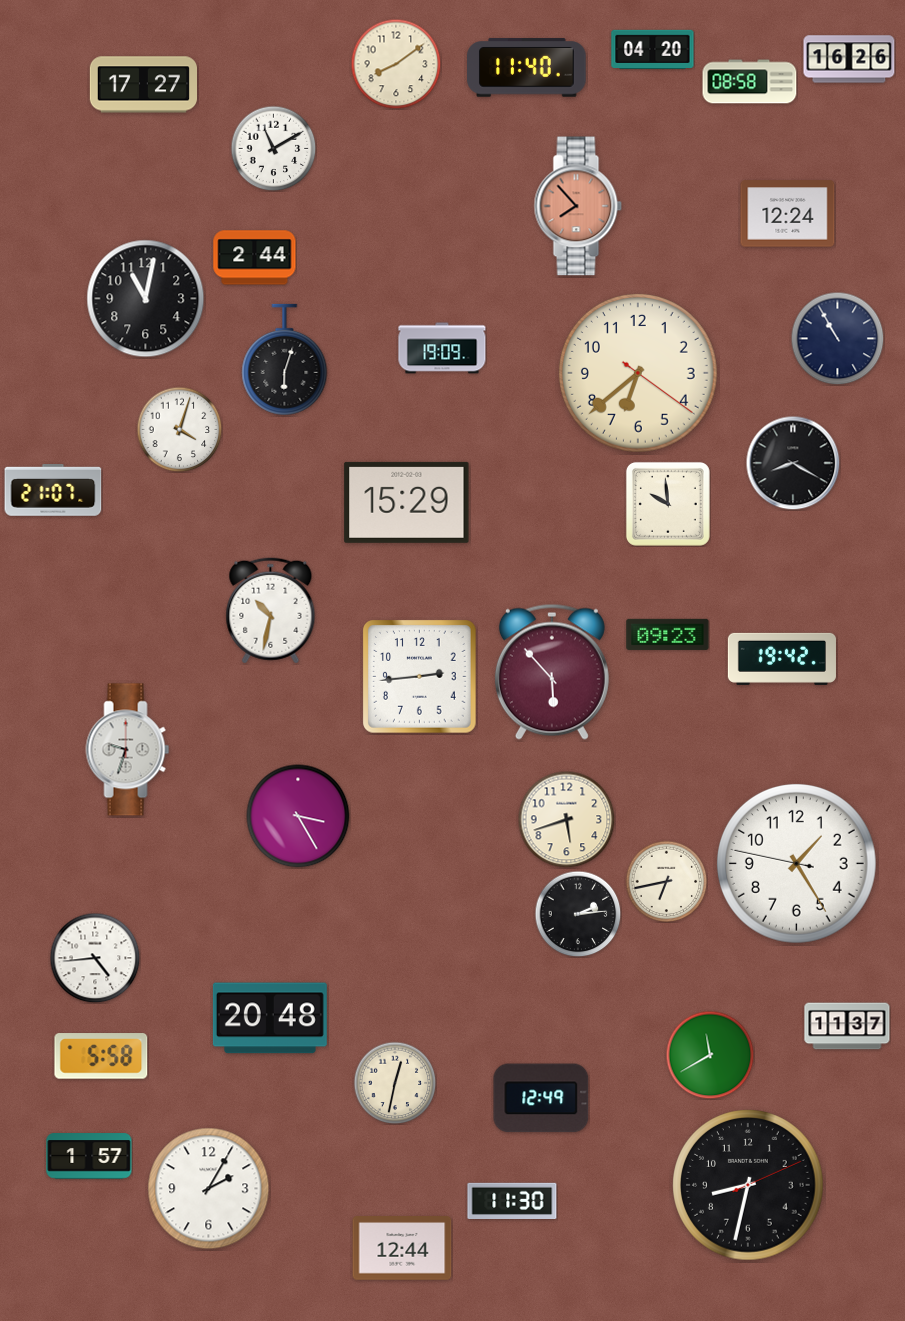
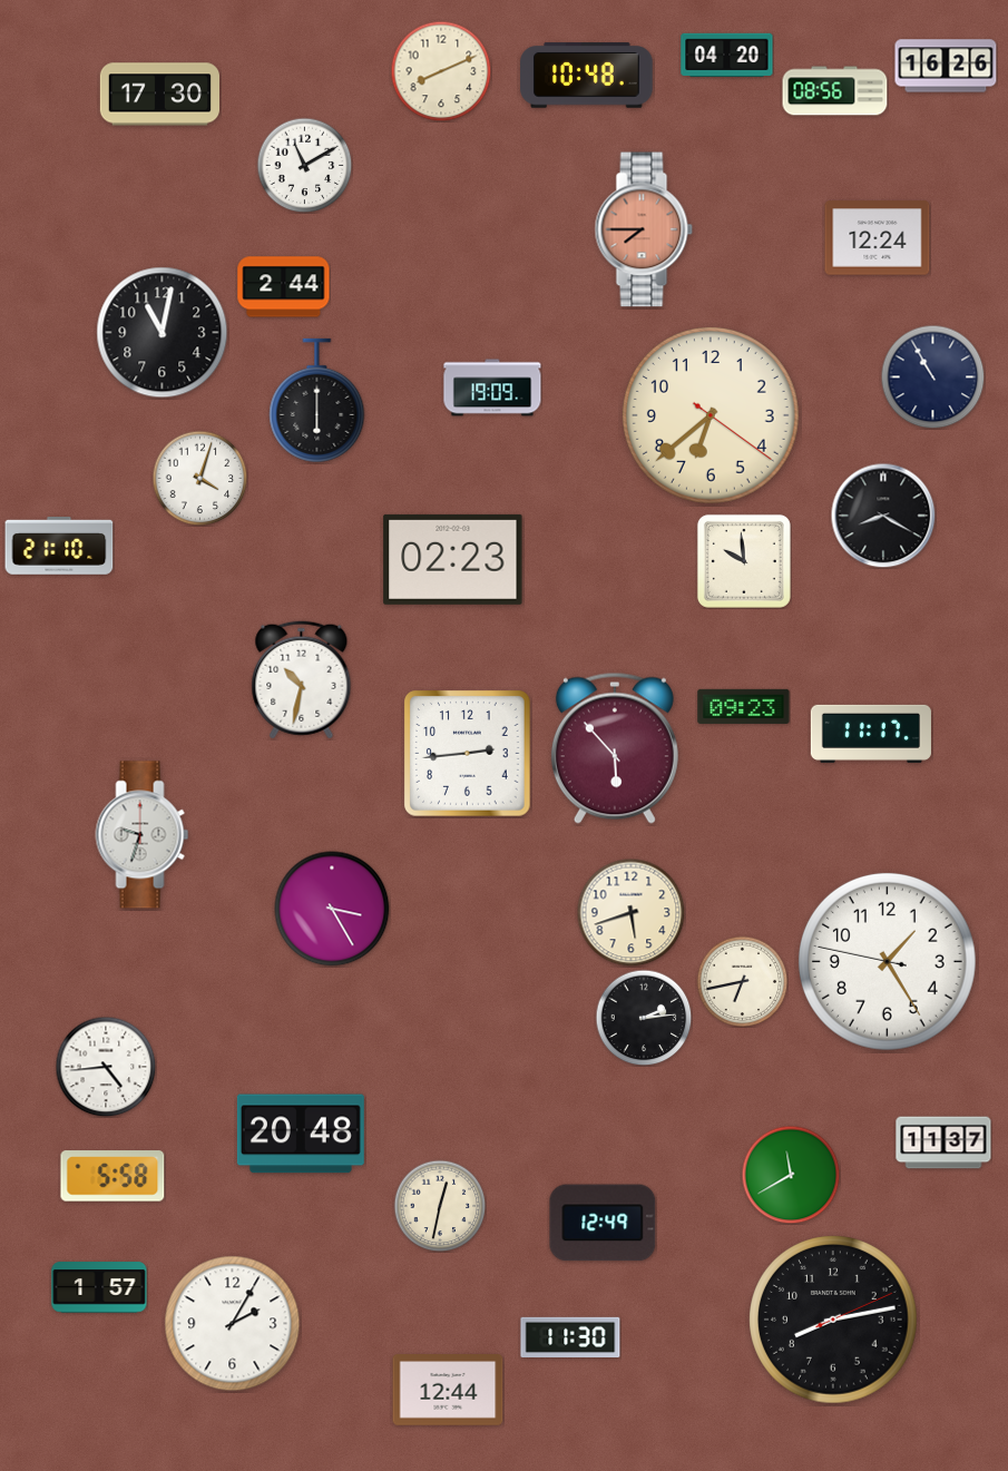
clock at (396, 64): 8:09 -> 8:11
clock at (527, 68): 11:40 -> 10:48
clock at (750, 82): 08:58 -> 08:56
clock at (143, 85): 17:27 -> 17:30
clock at (578, 206): 7:53 -> 7:45
clock at (285, 360): 6:03 -> 6:00
clock at (53, 491): 21:07 -> 21:10
clock at (407, 502): 15:29 -> 02:23
clock at (782, 659): 19:42 -> 11:17
clock at (748, 1185): 8:32 -> 8:13
